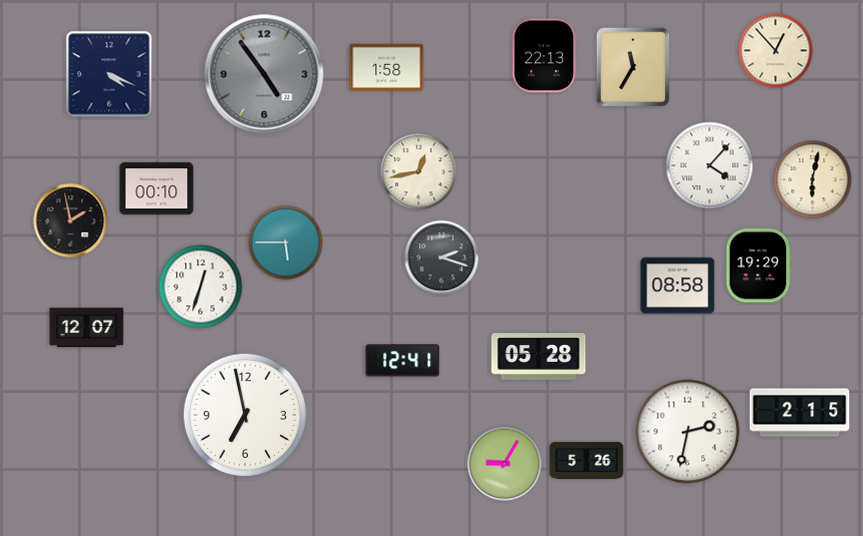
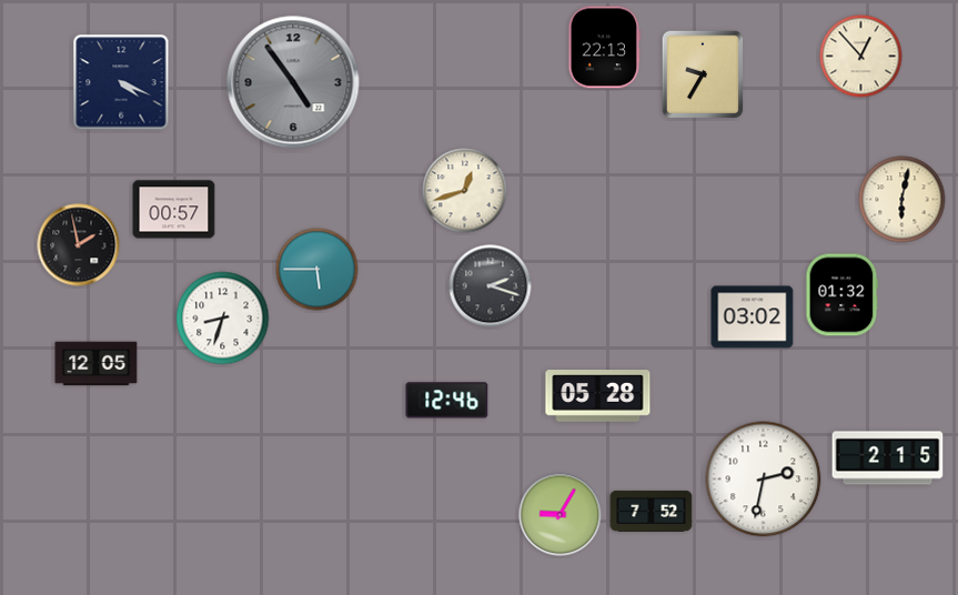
clock at (544, 56) position: (544, 56) -> (604, 48)
clock at (387, 67): 1:58 -> none
clock at (633, 67): 11:35 -> 9:35
clock at (710, 166): 4:07 -> none
clock at (419, 172): 12:43 -> 12:42
clock at (157, 189): 00:10 -> 00:57
clock at (759, 266): 19:29 -> 01:32
clock at (678, 286): 08:58 -> 03:02
clock at (201, 287): 12:33 -> 8:33
clock at (87, 328): 12:07 -> 12:05
clock at (403, 361): 12:41 -> 12:46
clock at (244, 414): 6:58 -> none
clock at (587, 460): 5:26 -> 7:52
